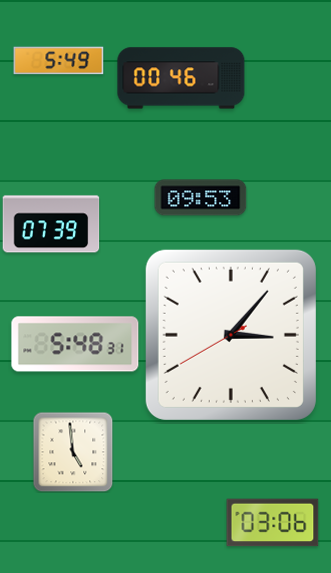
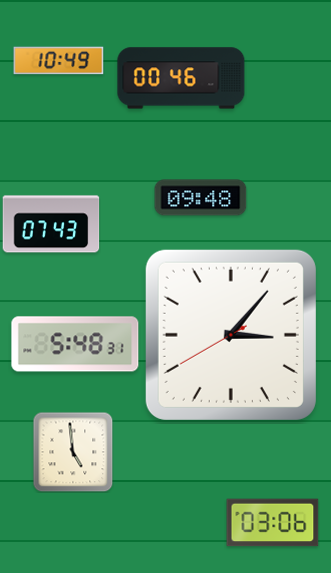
clock at (59, 61): 5:49 -> 10:49
clock at (201, 198): 09:53 -> 09:48
clock at (51, 224): 07:39 -> 07:43
